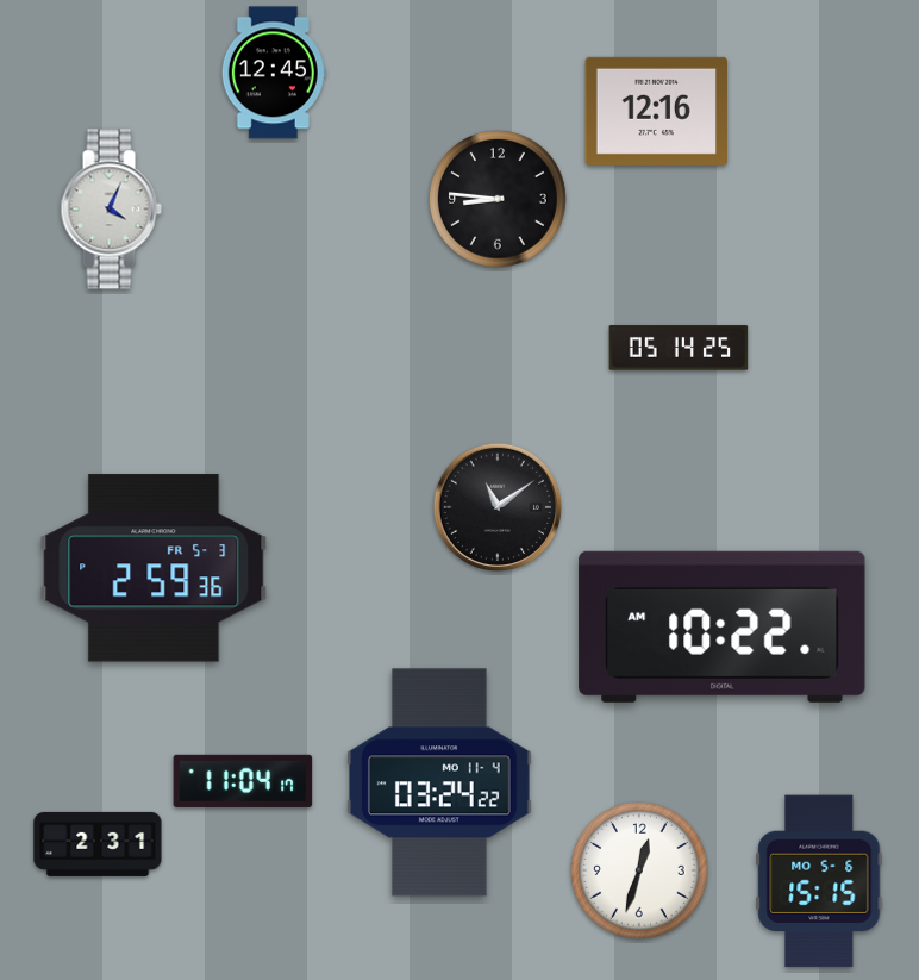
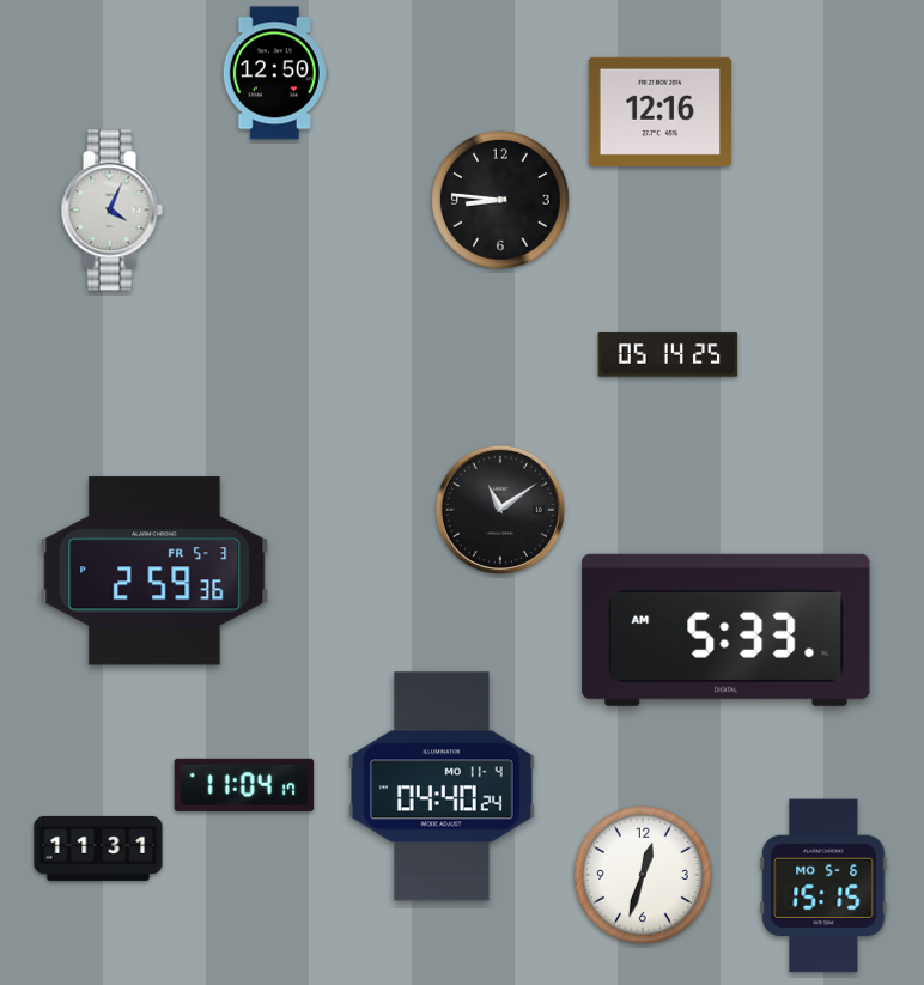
clock at (274, 73): 12:45 -> 12:50
clock at (679, 348) position: (679, 348) -> (668, 354)
clock at (723, 626): 10:22 -> 5:33
clock at (440, 782): 03:24 -> 04:40
clock at (98, 844): 2:31 -> 11:31
